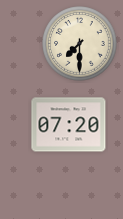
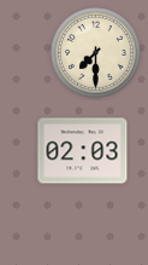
clock at (69, 125): 07:20 -> 02:03
